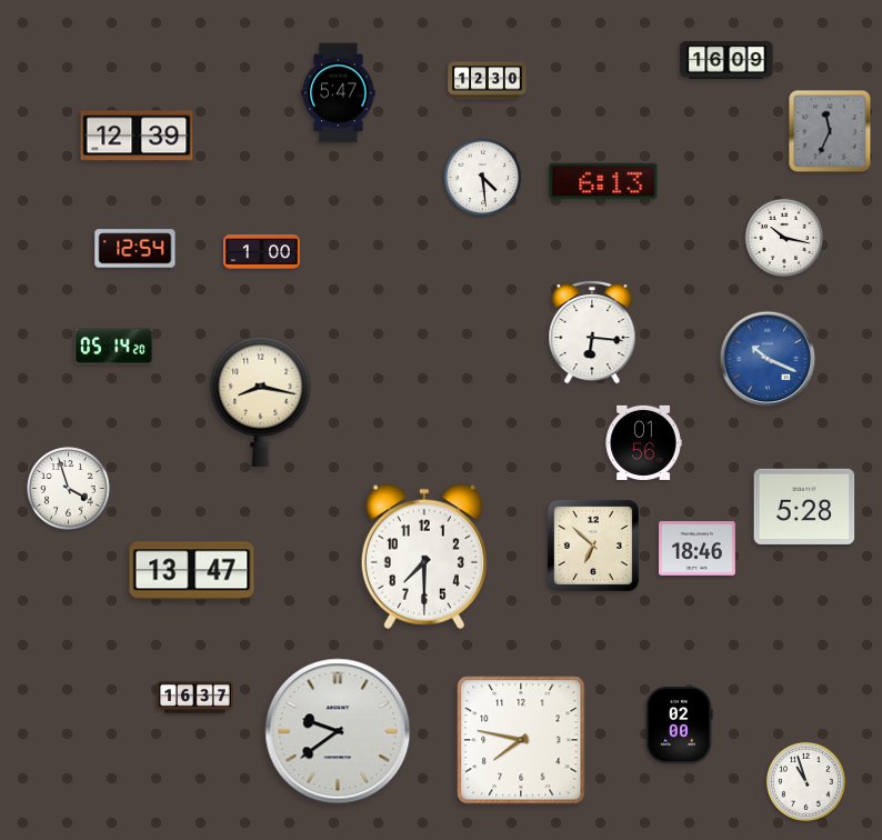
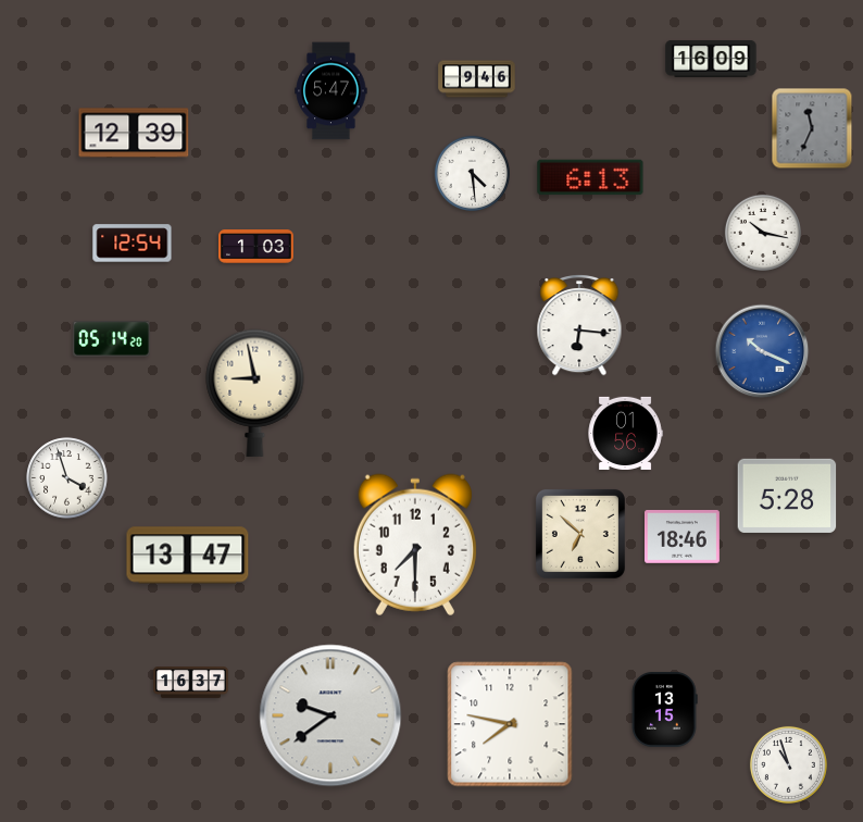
clock at (488, 81): 12:30 -> 9:46
clock at (784, 238) position: (784, 238) -> (763, 233)
clock at (262, 252): 1:00 -> 1:03
clock at (768, 359) position: (768, 359) -> (762, 351)
clock at (261, 401): 8:17 -> 8:58
clock at (643, 442) position: (643, 442) -> (625, 433)
clock at (192, 571) position: (192, 571) -> (188, 556)
clock at (679, 724): 02:00 -> 13:15
